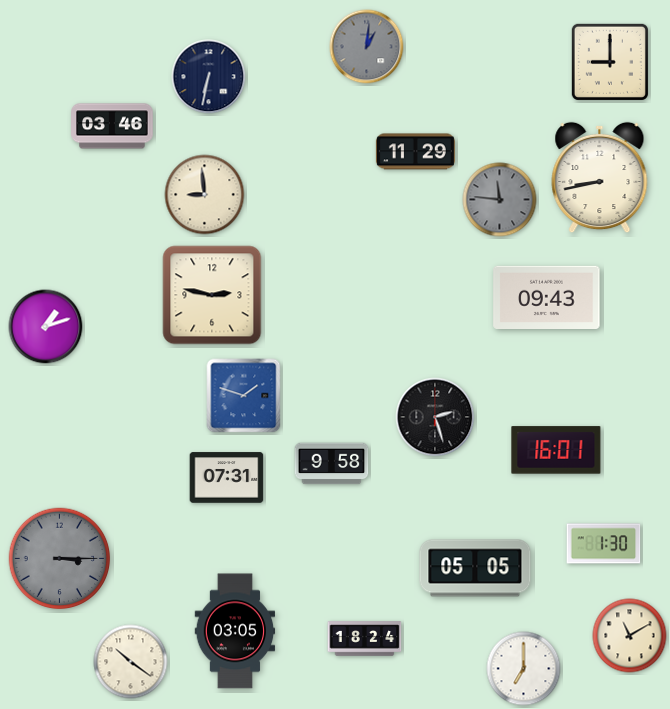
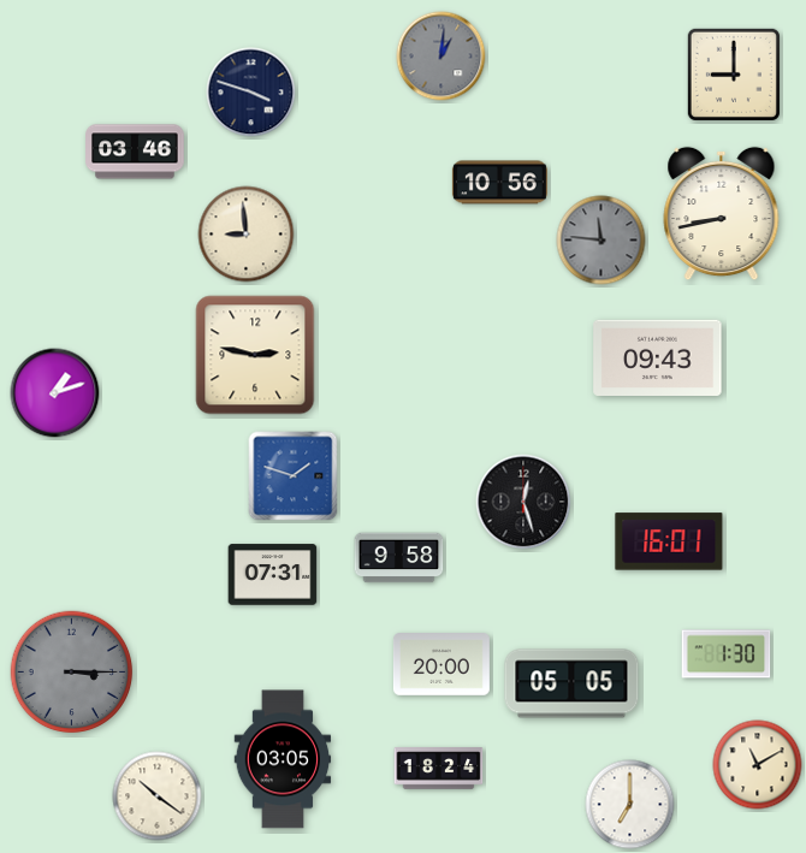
clock at (209, 77): 6:32 -> 3:48
clock at (415, 152): 11:29 -> 10:56
clock at (435, 417): 2:27 -> 12:27
clock at (441, 664): none -> 20:00
